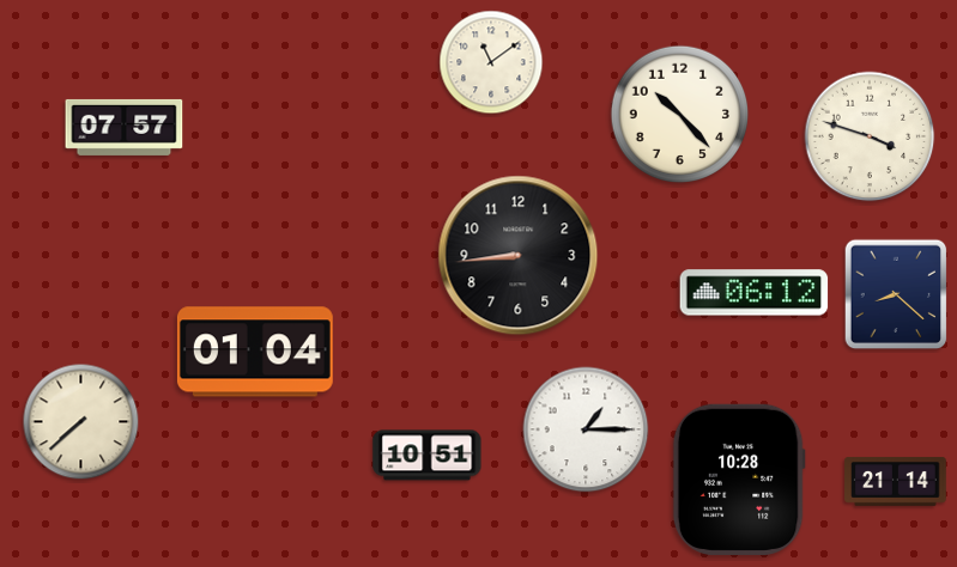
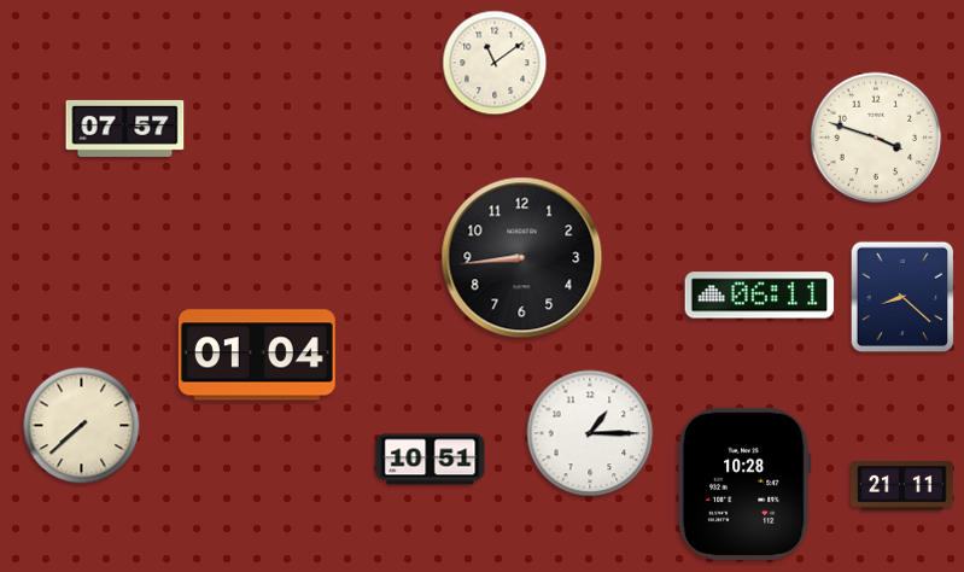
clock at (680, 115): 10:23 -> none
clock at (755, 293): 06:12 -> 06:11
clock at (896, 481): 21:14 -> 21:11
